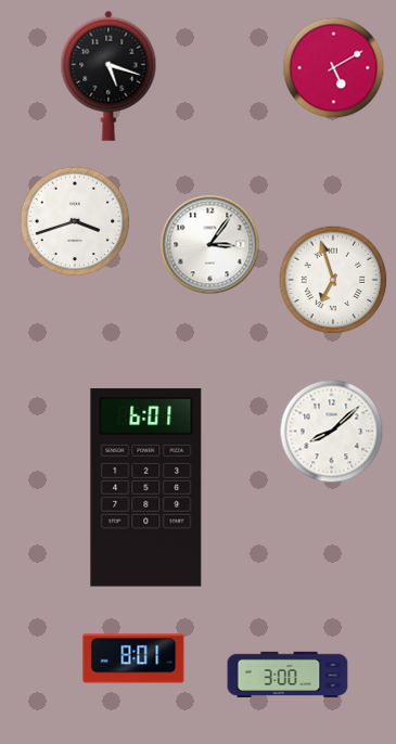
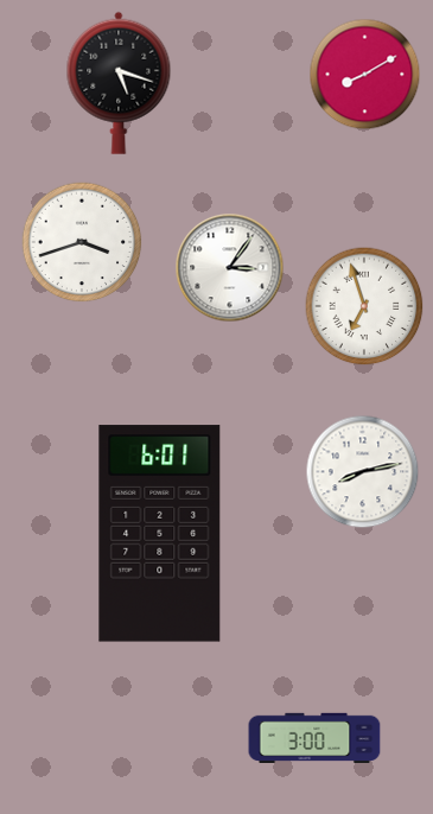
clock at (334, 68): 5:10 -> 8:10
clock at (332, 432): 8:08 -> 8:13
clock at (133, 658): 8:01 -> none
